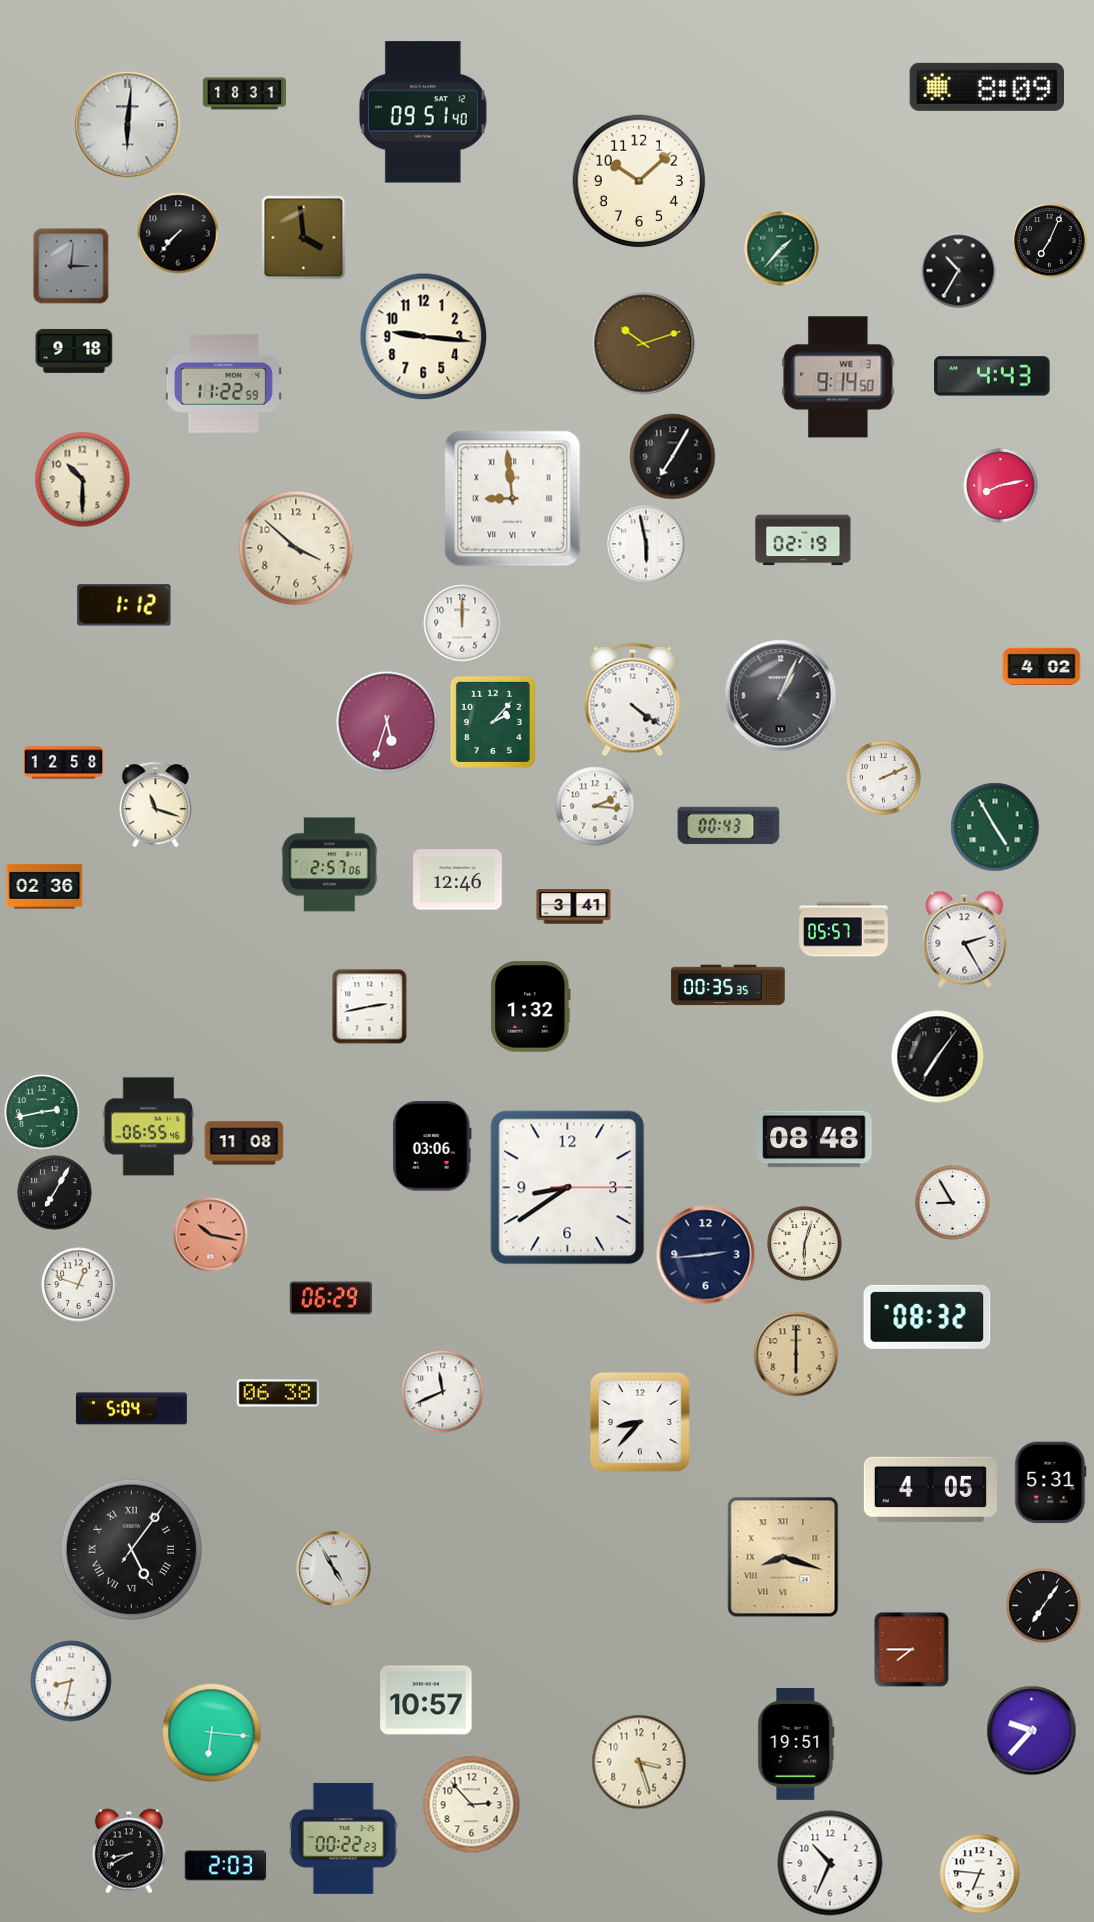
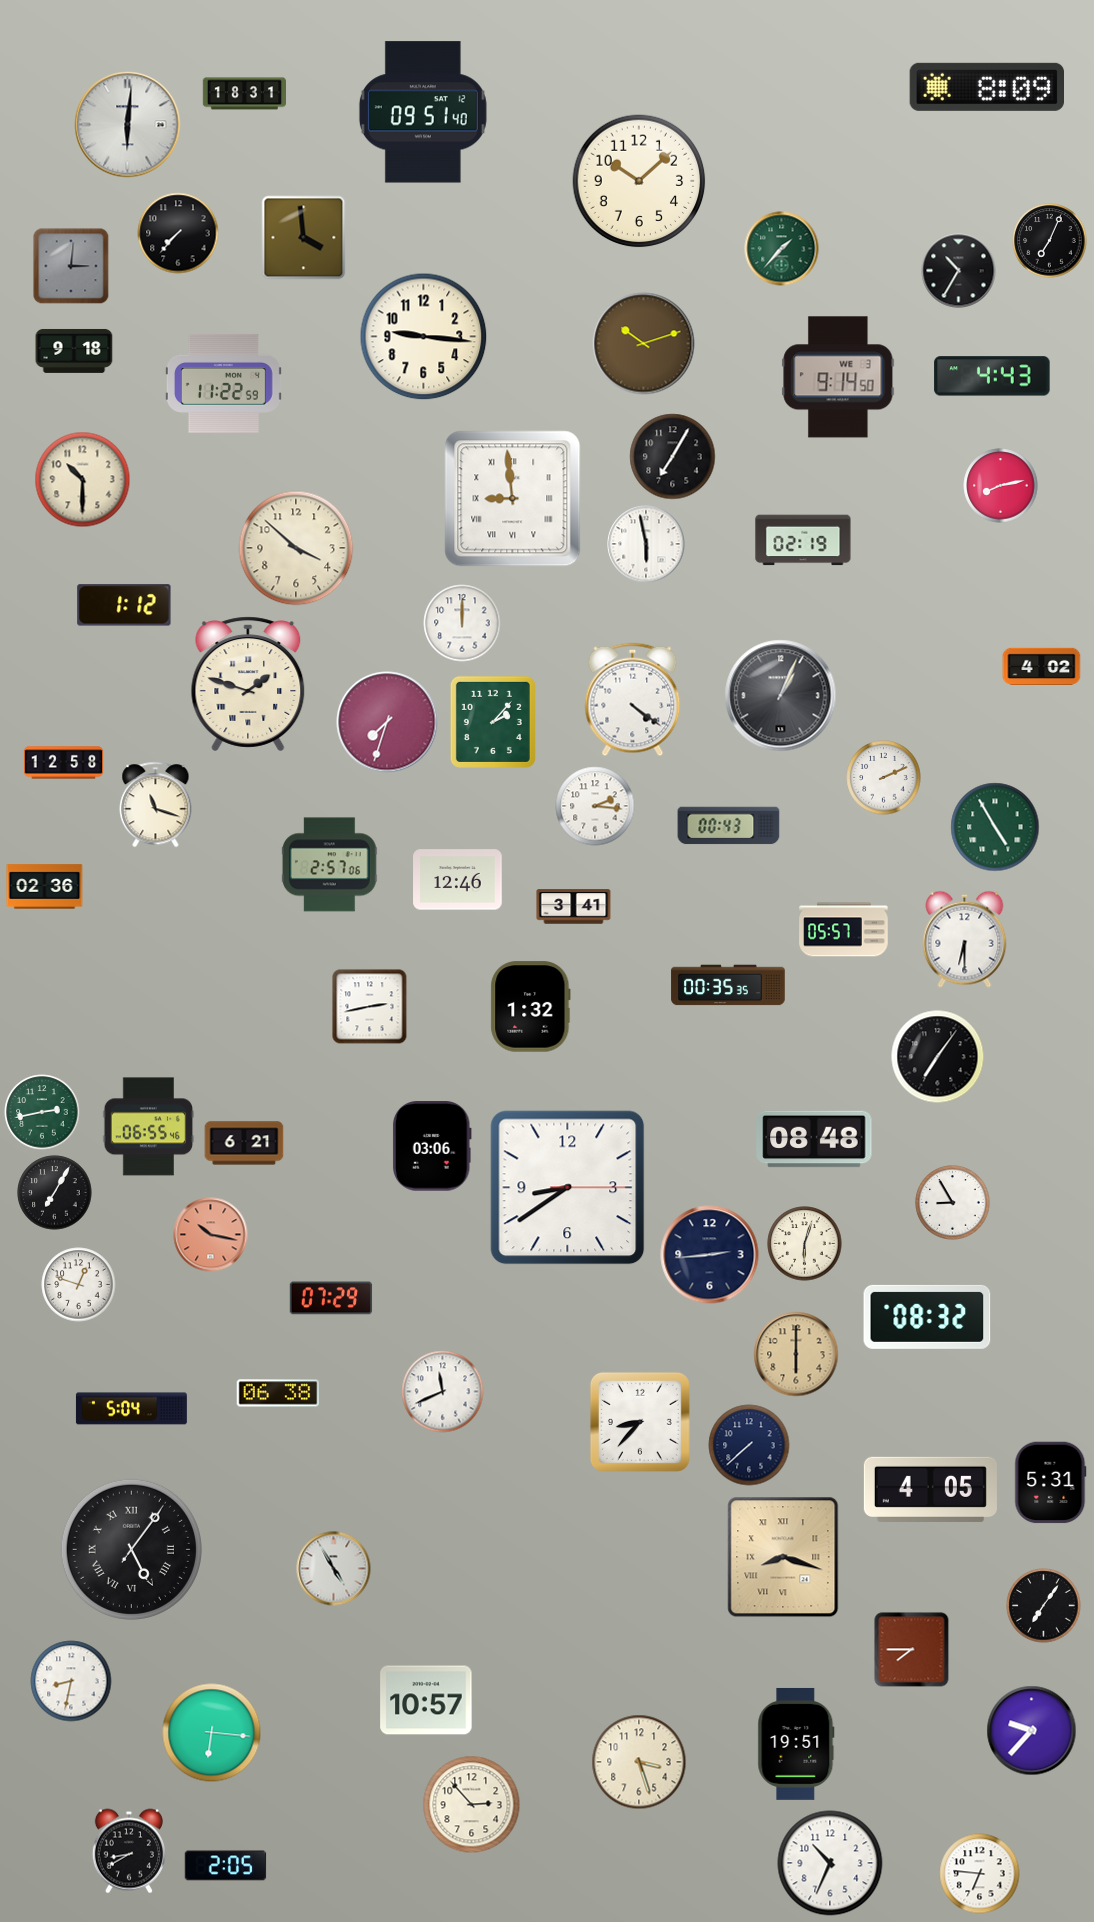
clock at (248, 684): none -> 1:48
clock at (387, 722): 5:33 -> 7:33
clock at (965, 939): 2:25 -> 6:30
clock at (244, 1143): 11:08 -> 6:21
clock at (706, 1255) position: (706, 1255) -> (710, 1255)
clock at (331, 1298): 06:29 -> 07:29
clock at (749, 1445): none -> 7:38
clock at (343, 1838): 00:22 -> none
clock at (226, 1866): 2:03 -> 2:05
